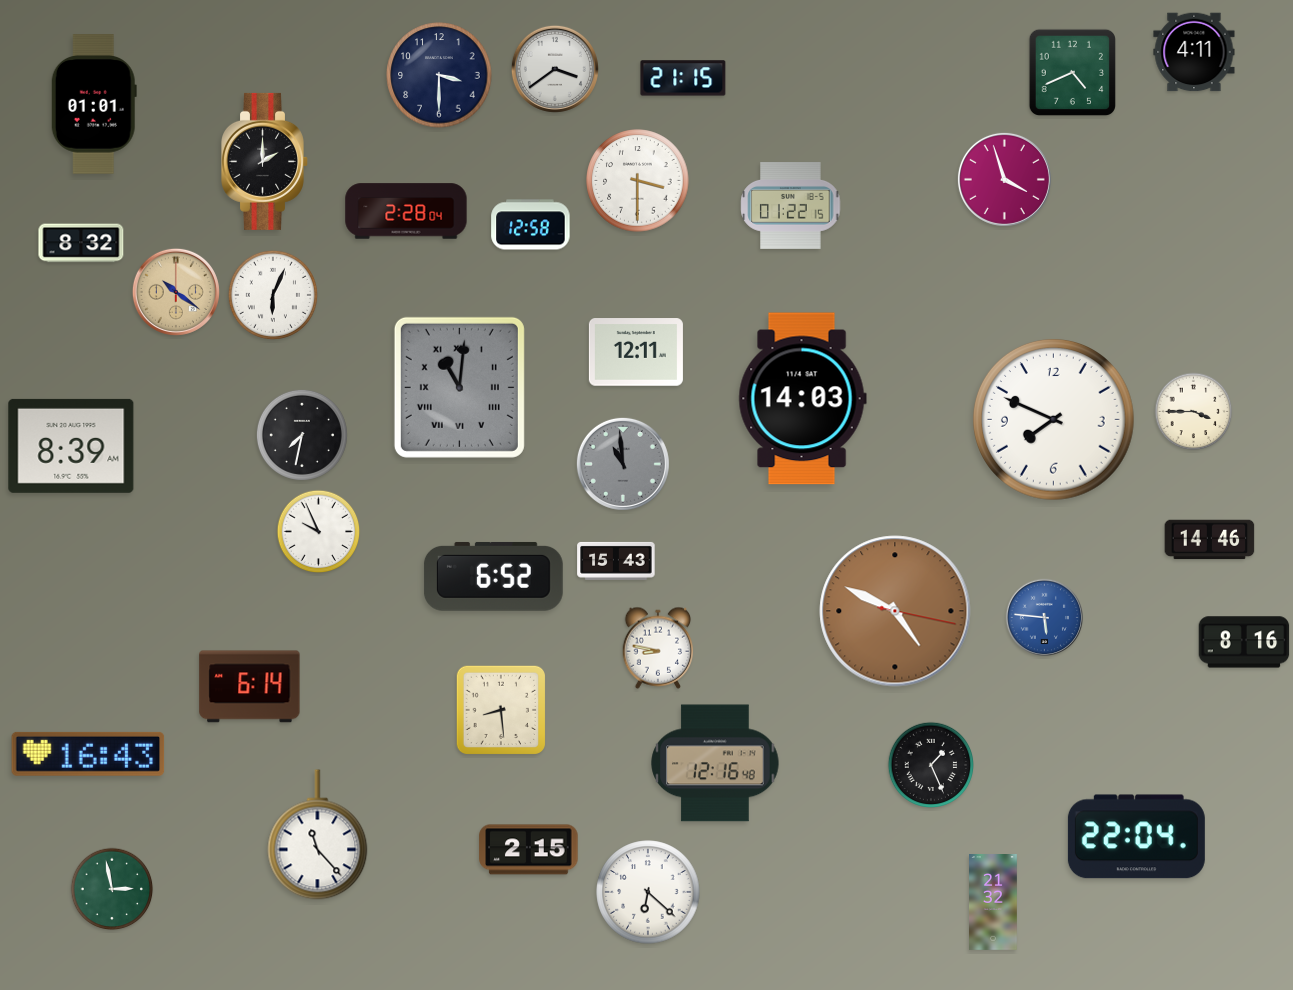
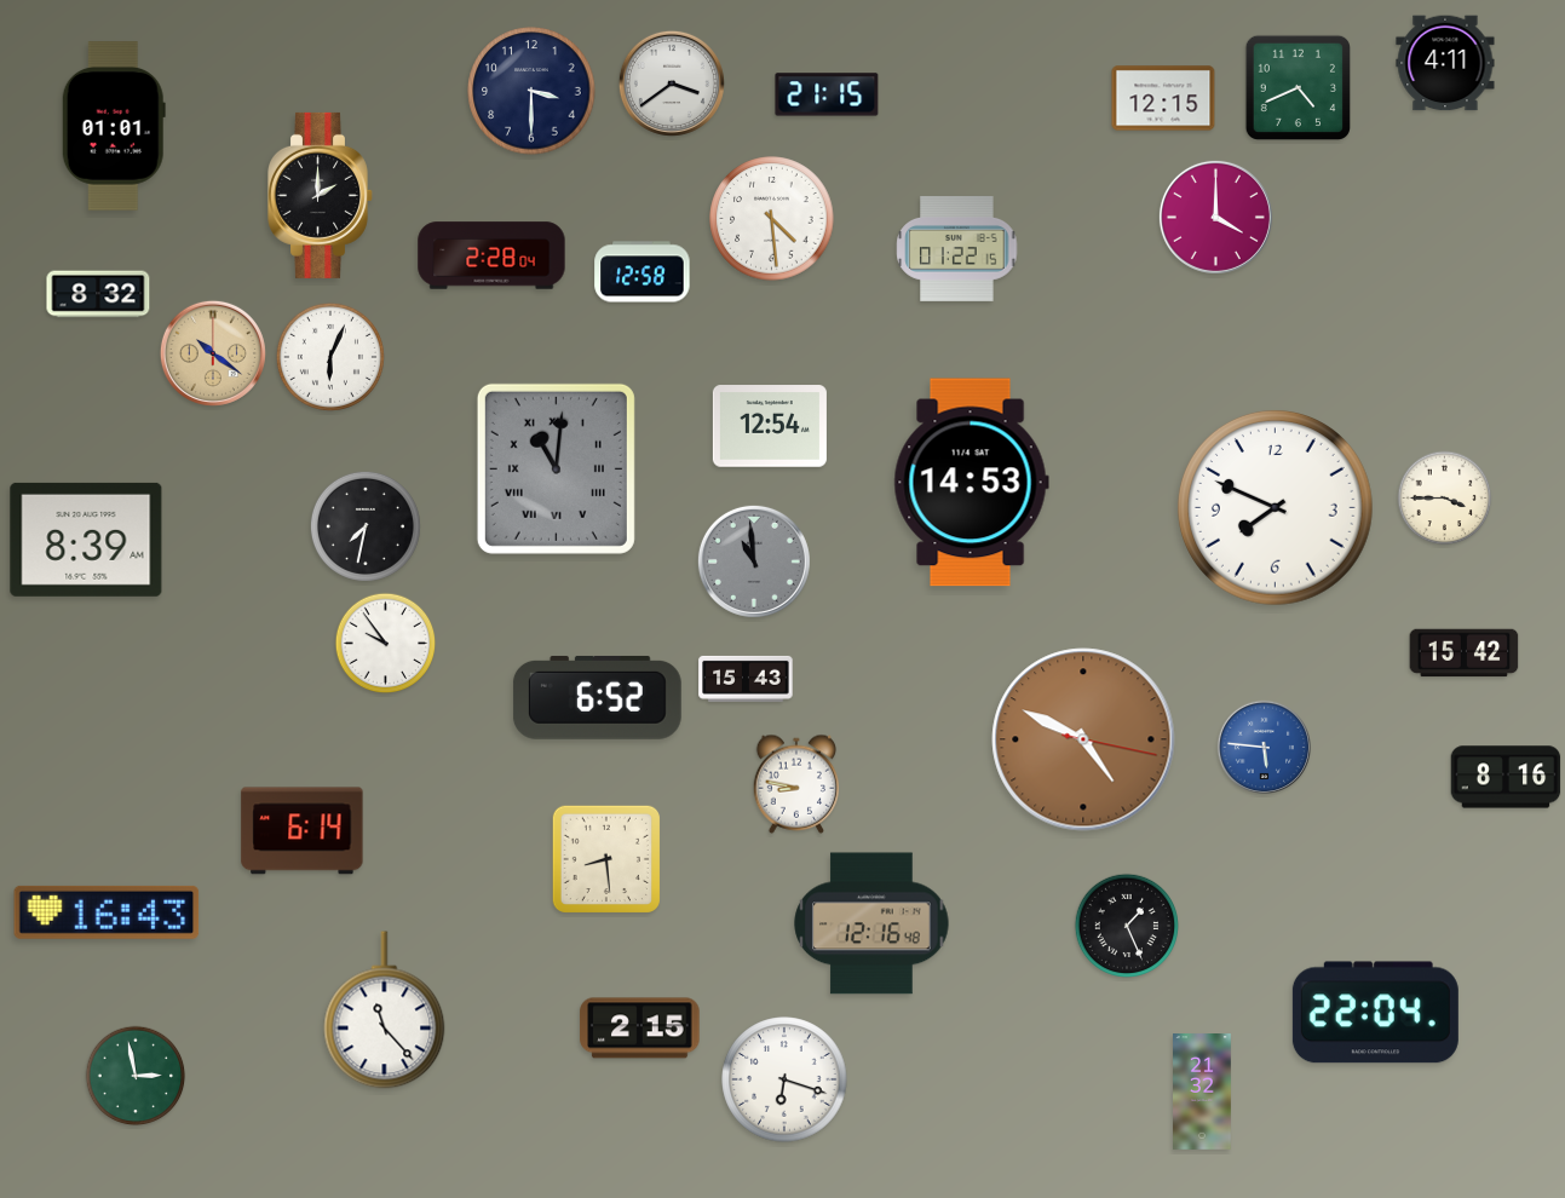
clock at (1163, 98): none -> 12:15
clock at (1004, 179): 3:57 -> 4:00
clock at (638, 181): 3:30 -> 4:29
clock at (636, 352): 12:11 -> 12:54
clock at (802, 399): 14:03 -> 14:53
clock at (319, 532): 9:56 -> 9:54
clock at (1210, 540): 14:46 -> 15:42
clock at (715, 763) position: (715, 763) -> (871, 923)
clock at (648, 892): 6:22 -> 6:18
